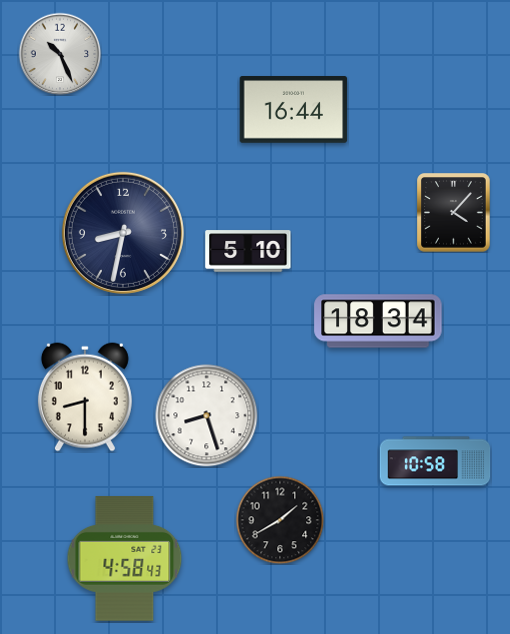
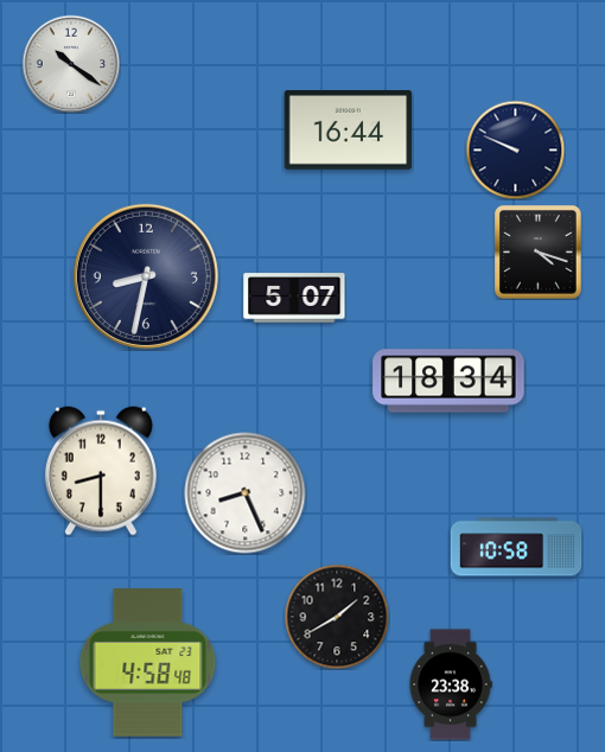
clock at (60, 54): 10:26 -> 10:21
clock at (515, 149): none -> 9:49
clock at (454, 213): 4:07 -> 4:18
clock at (248, 251): 5:10 -> 5:07
clock at (207, 416): 8:27 -> 8:26
clock at (280, 520) position: (280, 520) -> (337, 617)
clock at (125, 559): 4:58:43 -> 4:58:48
clock at (451, 684): none -> 23:38
